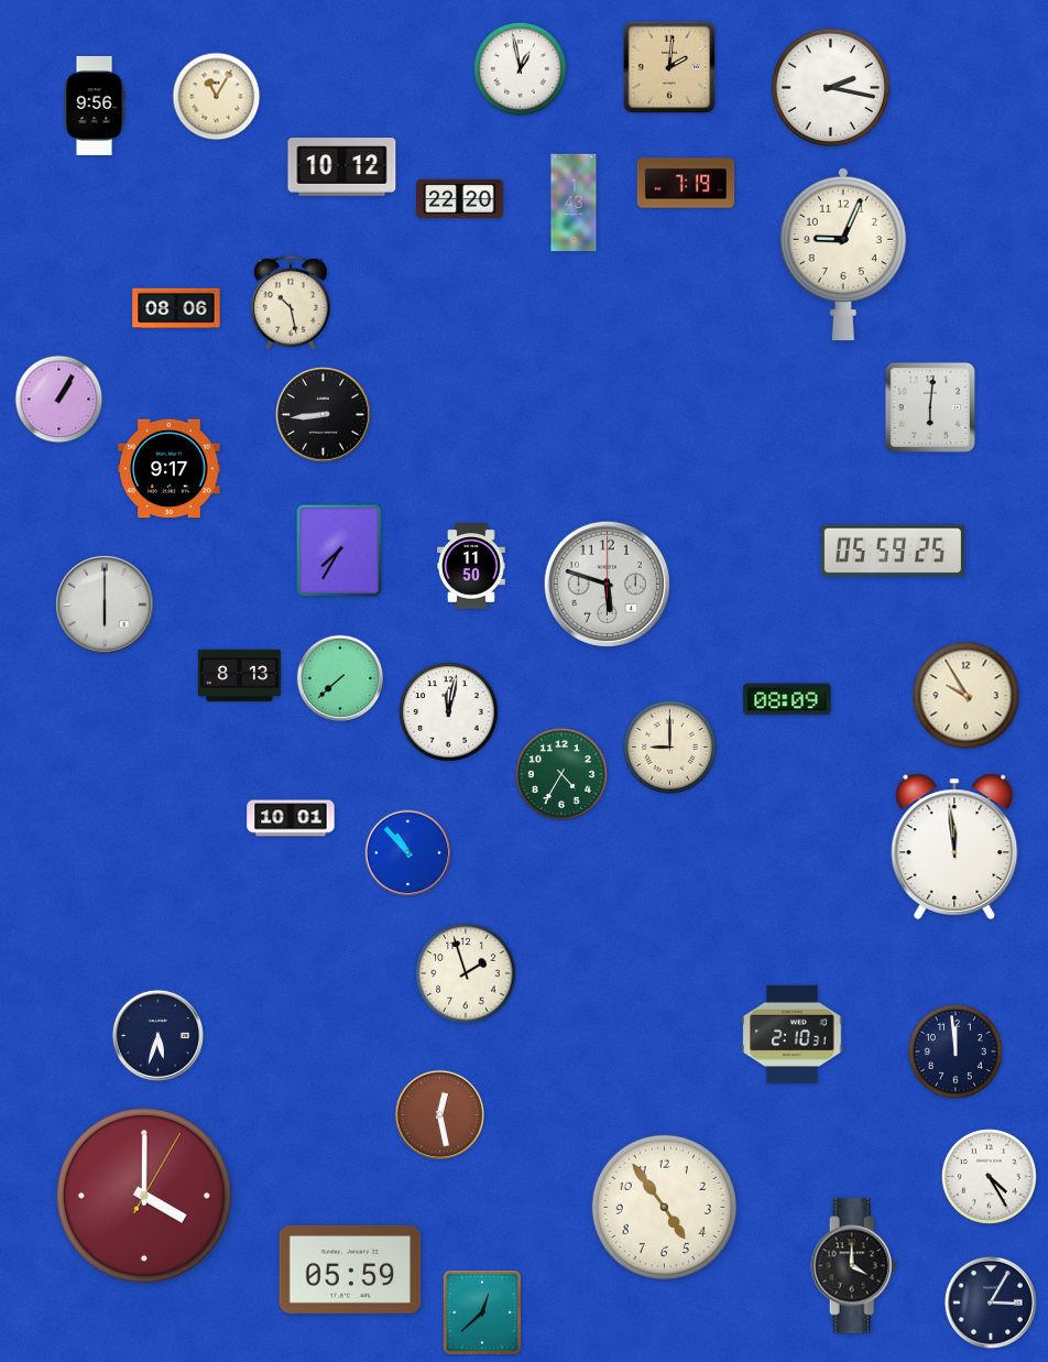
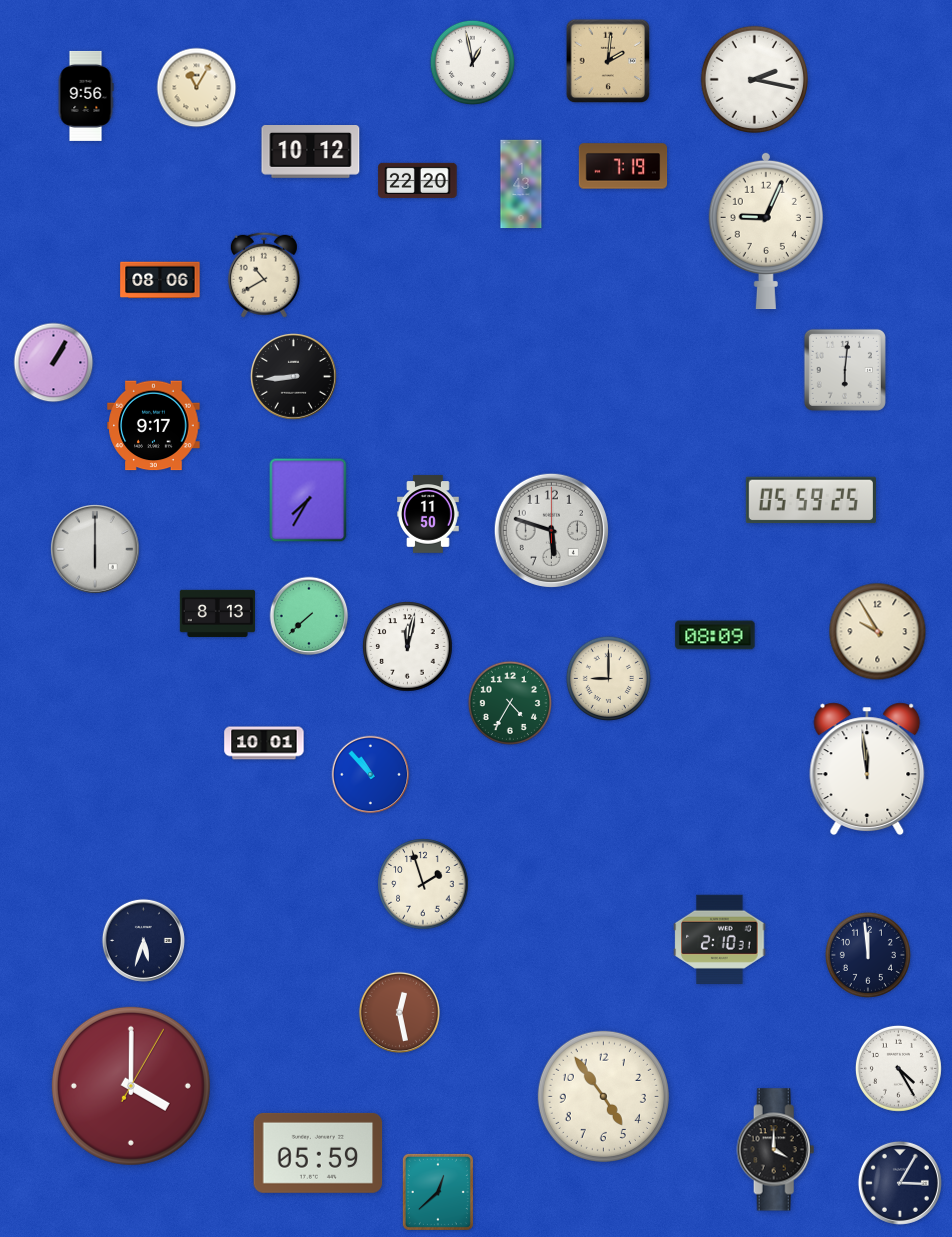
clock at (291, 303): 10:28 -> 10:40
